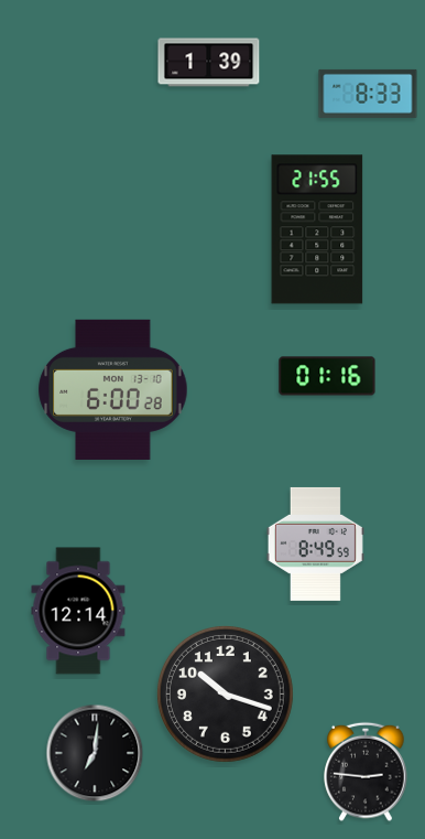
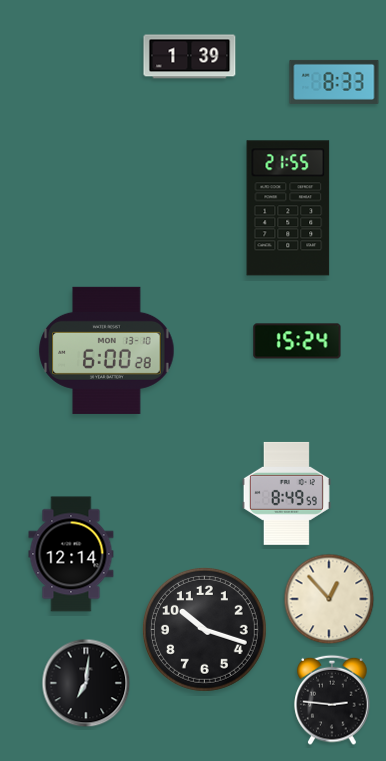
clock at (368, 94) position: (368, 94) -> (334, 82)
clock at (327, 376): 01:16 -> 15:24
clock at (113, 389) position: (113, 389) -> (107, 350)
clock at (329, 599): none -> 12:53
